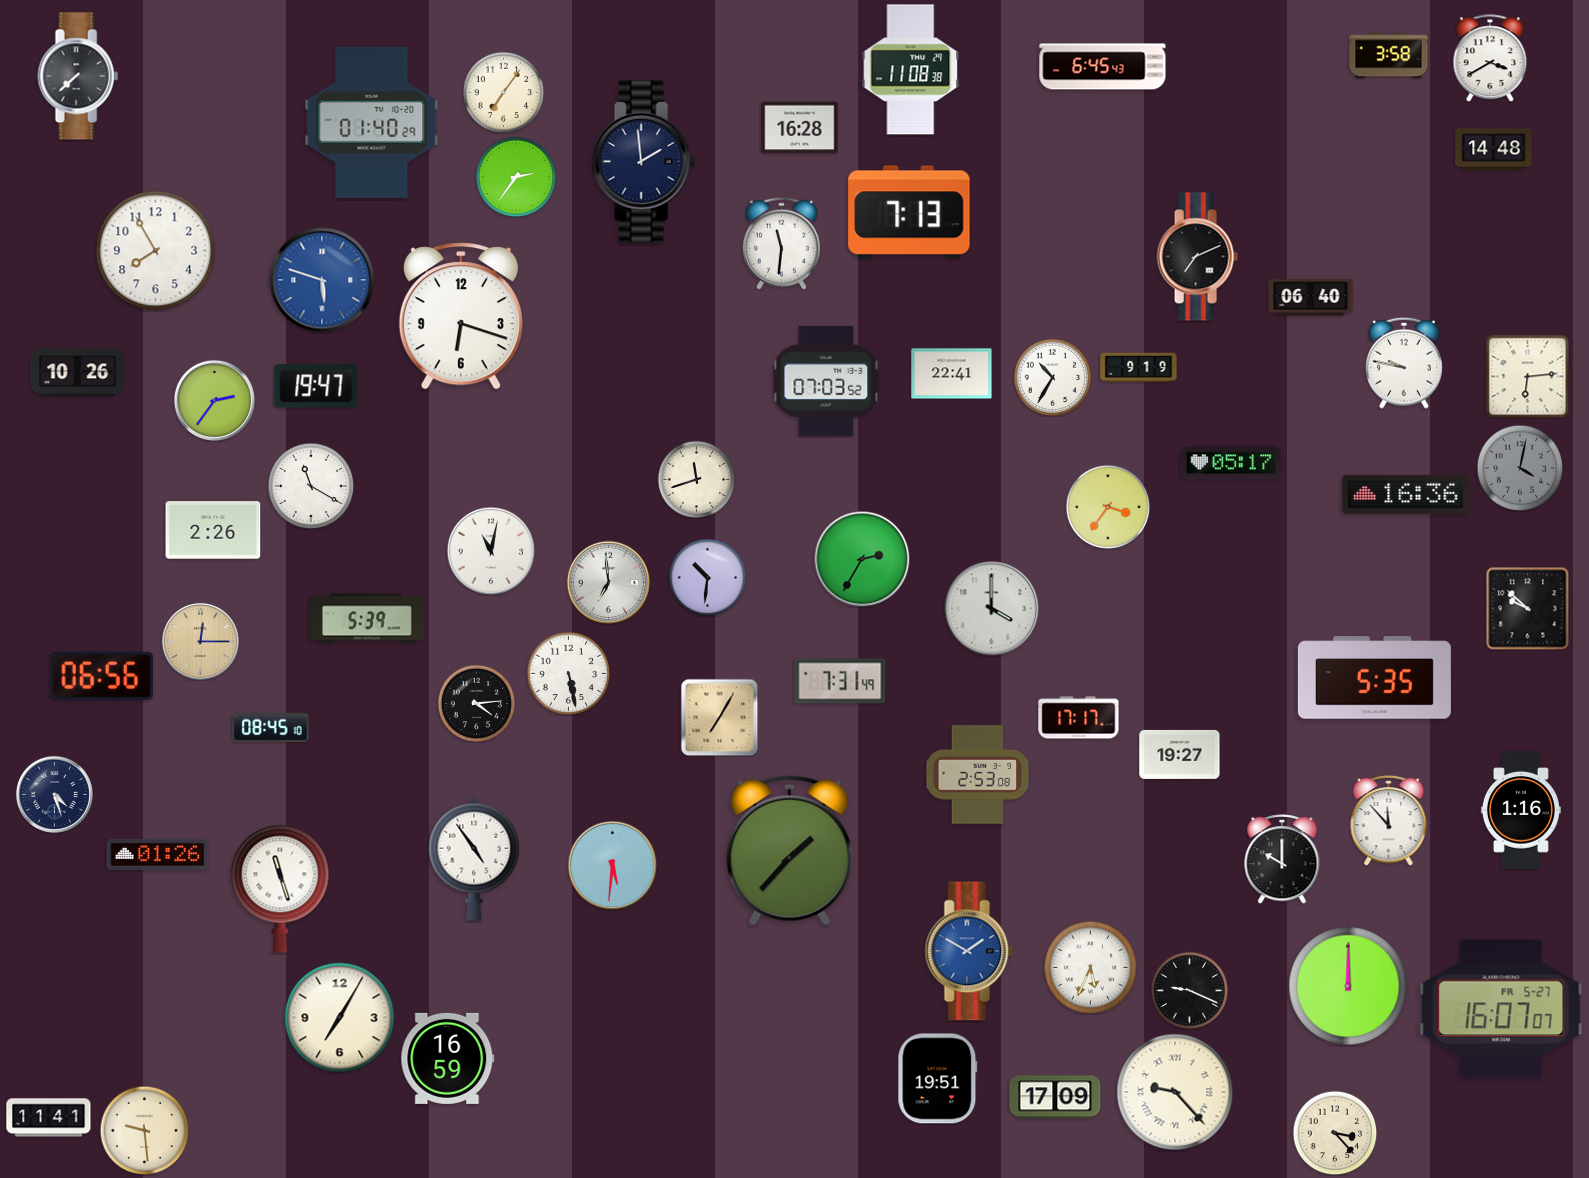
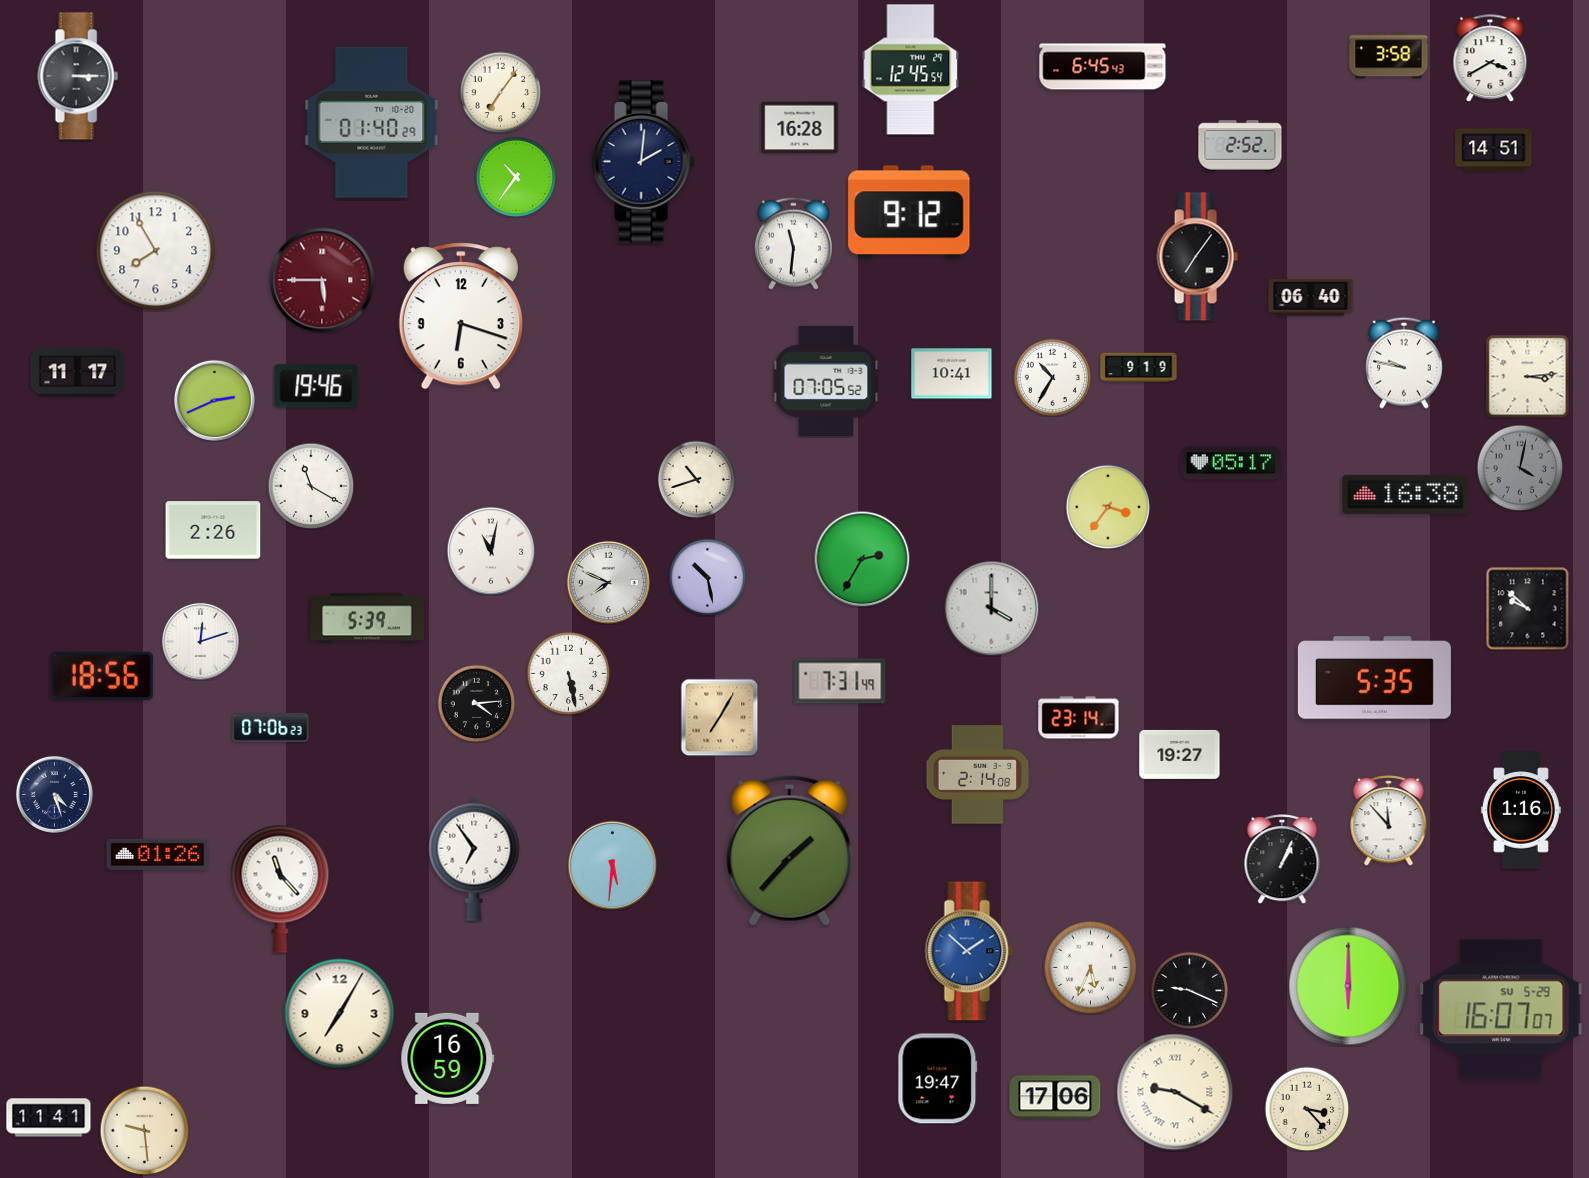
clock at (911, 70): 11:08 -> 12:45
clock at (78, 76): 7:38 -> 3:15
clock at (503, 92) position: (503, 92) -> (500, 92)
clock at (1240, 146): none -> 2:52
clock at (1494, 150): 14:48 -> 14:51
clock at (643, 162): 1:59 -> 2:01
clock at (516, 177): 2:36 -> 10:36
clock at (909, 212): 7:13 -> 9:12
clock at (781, 243) position: (781, 243) -> (793, 243)
clock at (1197, 257): 7:11 -> 7:06
clock at (322, 280): 5:48 -> 5:45
clock at (322, 280) dial: blue -> burgundy
clock at (78, 373): 10:26 -> 11:17
clock at (952, 374): 22:41 -> 10:41
clock at (1527, 376): 6:14 -> 3:14
clock at (826, 381): 07:03 -> 07:05
clock at (316, 386): 19:47 -> 19:46
clock at (214, 400): 2:36 -> 2:41
clock at (696, 479): 11:42 -> 10:42
clock at (1406, 494): 16:36 -> 16:38
clock at (707, 577): 10:31 -> 10:28
clock at (608, 582): 6:59 -> 7:49
clock at (200, 641): 12:15 -> 12:12
clock at (200, 641) dial: champagne -> white
clock at (102, 676): 06:56 -> 18:56
clock at (1079, 718): 17:17 -> 23:14
clock at (271, 727): 08:45 -> 07:06
clock at (978, 775): 2:53 -> 2:14
clock at (474, 859): 4:54 -> 6:54
clock at (1282, 859): 10:00 -> 1:04
clock at (280, 889): 11:27 -> 11:23
clock at (969, 951): 1:50 -> 1:52
clock at (1348, 986): 12:00 -> 6:00
clock at (1501, 1009) date: FR 5-27 -> SU 5-29
clock at (340, 1018) position: (340, 1018) -> (340, 1014)
clock at (938, 1079): 19:51 -> 19:47
clock at (1175, 1092): 9:23 -> 9:20
clock at (1055, 1097): 17:09 -> 17:06
clock at (1335, 1133) position: (1335, 1133) -> (1307, 1109)
